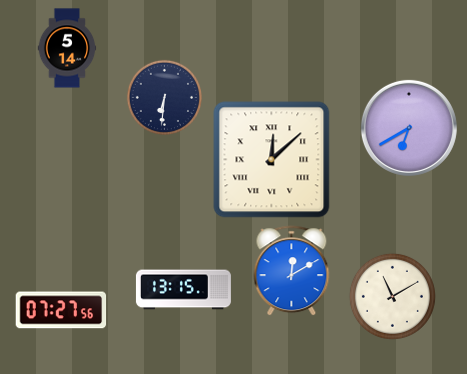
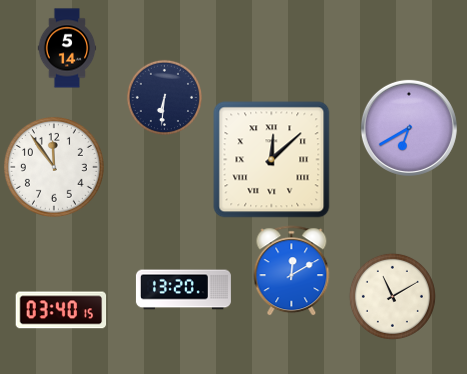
clock at (54, 167): none -> 11:54
clock at (183, 290): 13:15 -> 13:20
clock at (61, 310): 07:27 -> 03:40
